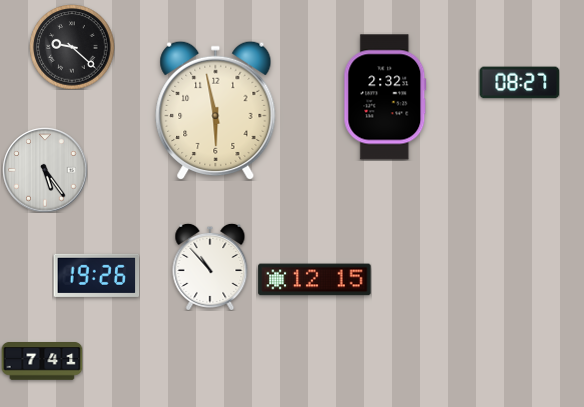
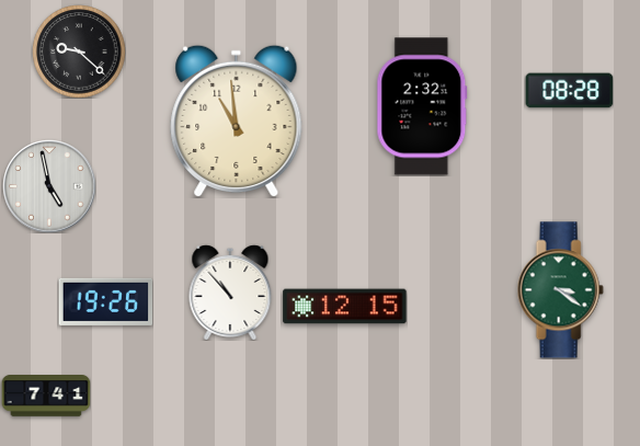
clock at (519, 83): 08:27 -> 08:28
clock at (216, 110): 5:58 -> 10:59
clock at (45, 170): 5:24 -> 4:58
clock at (560, 290): none -> 3:21
